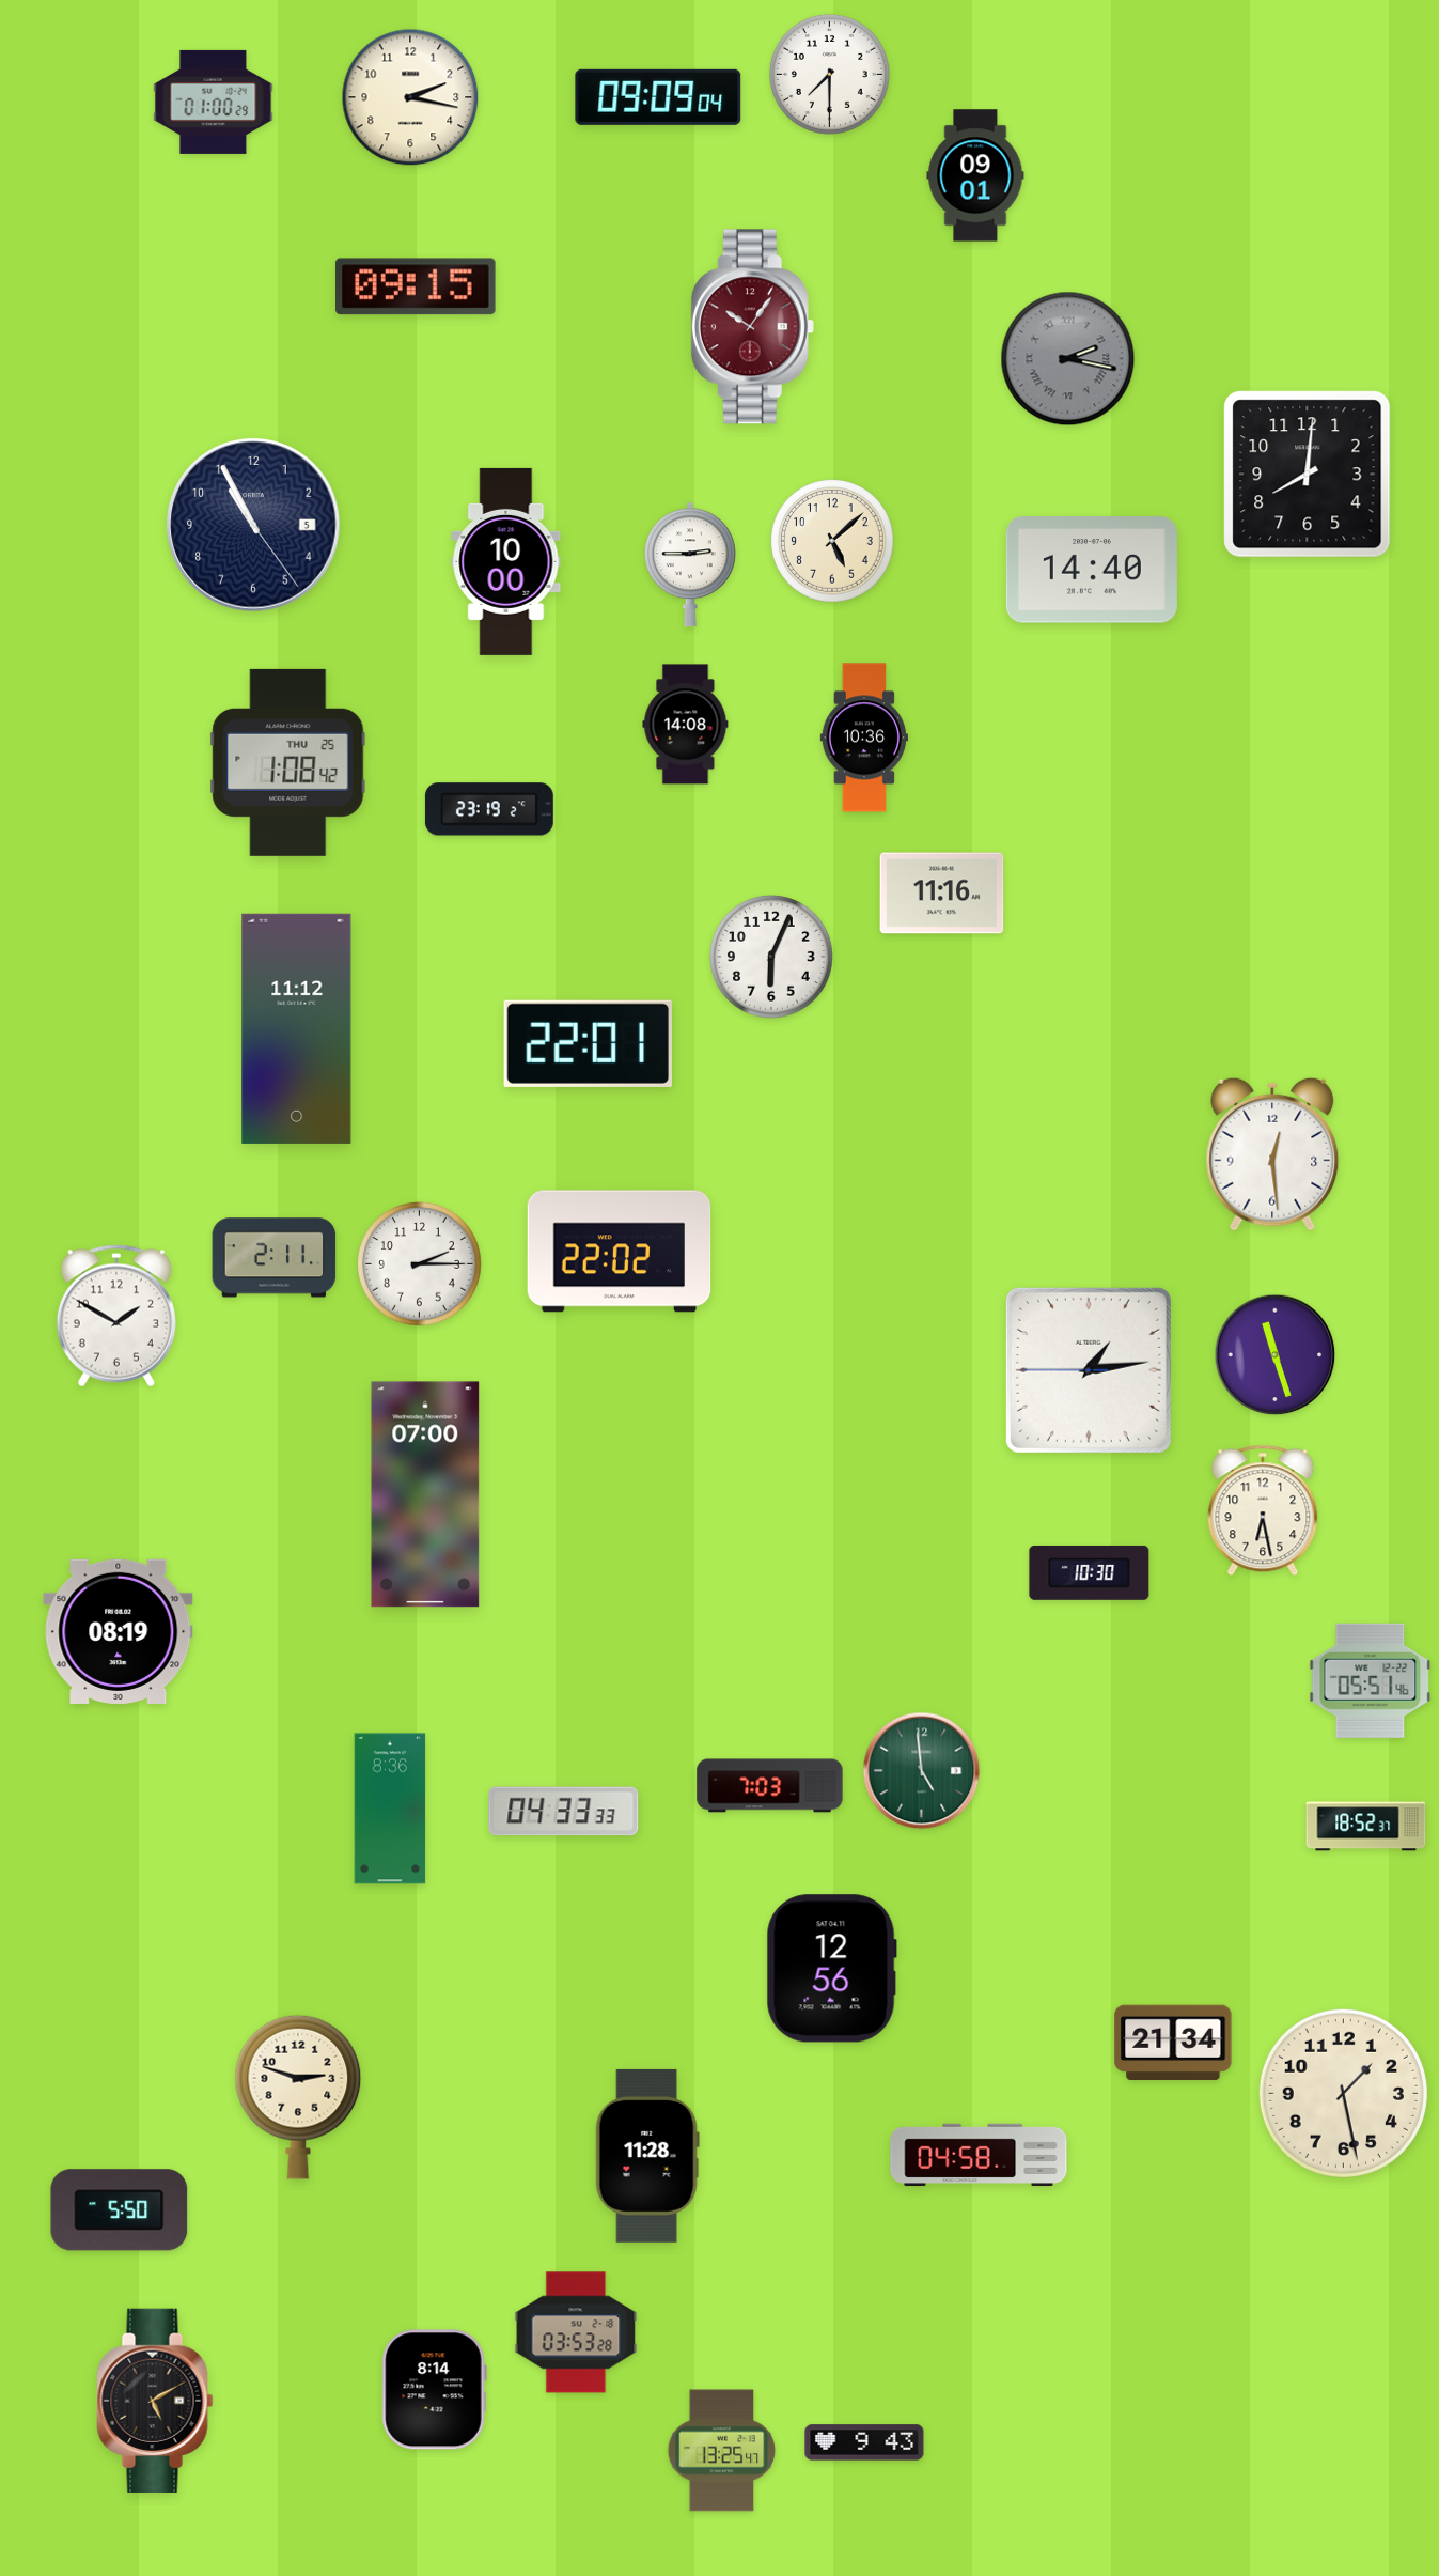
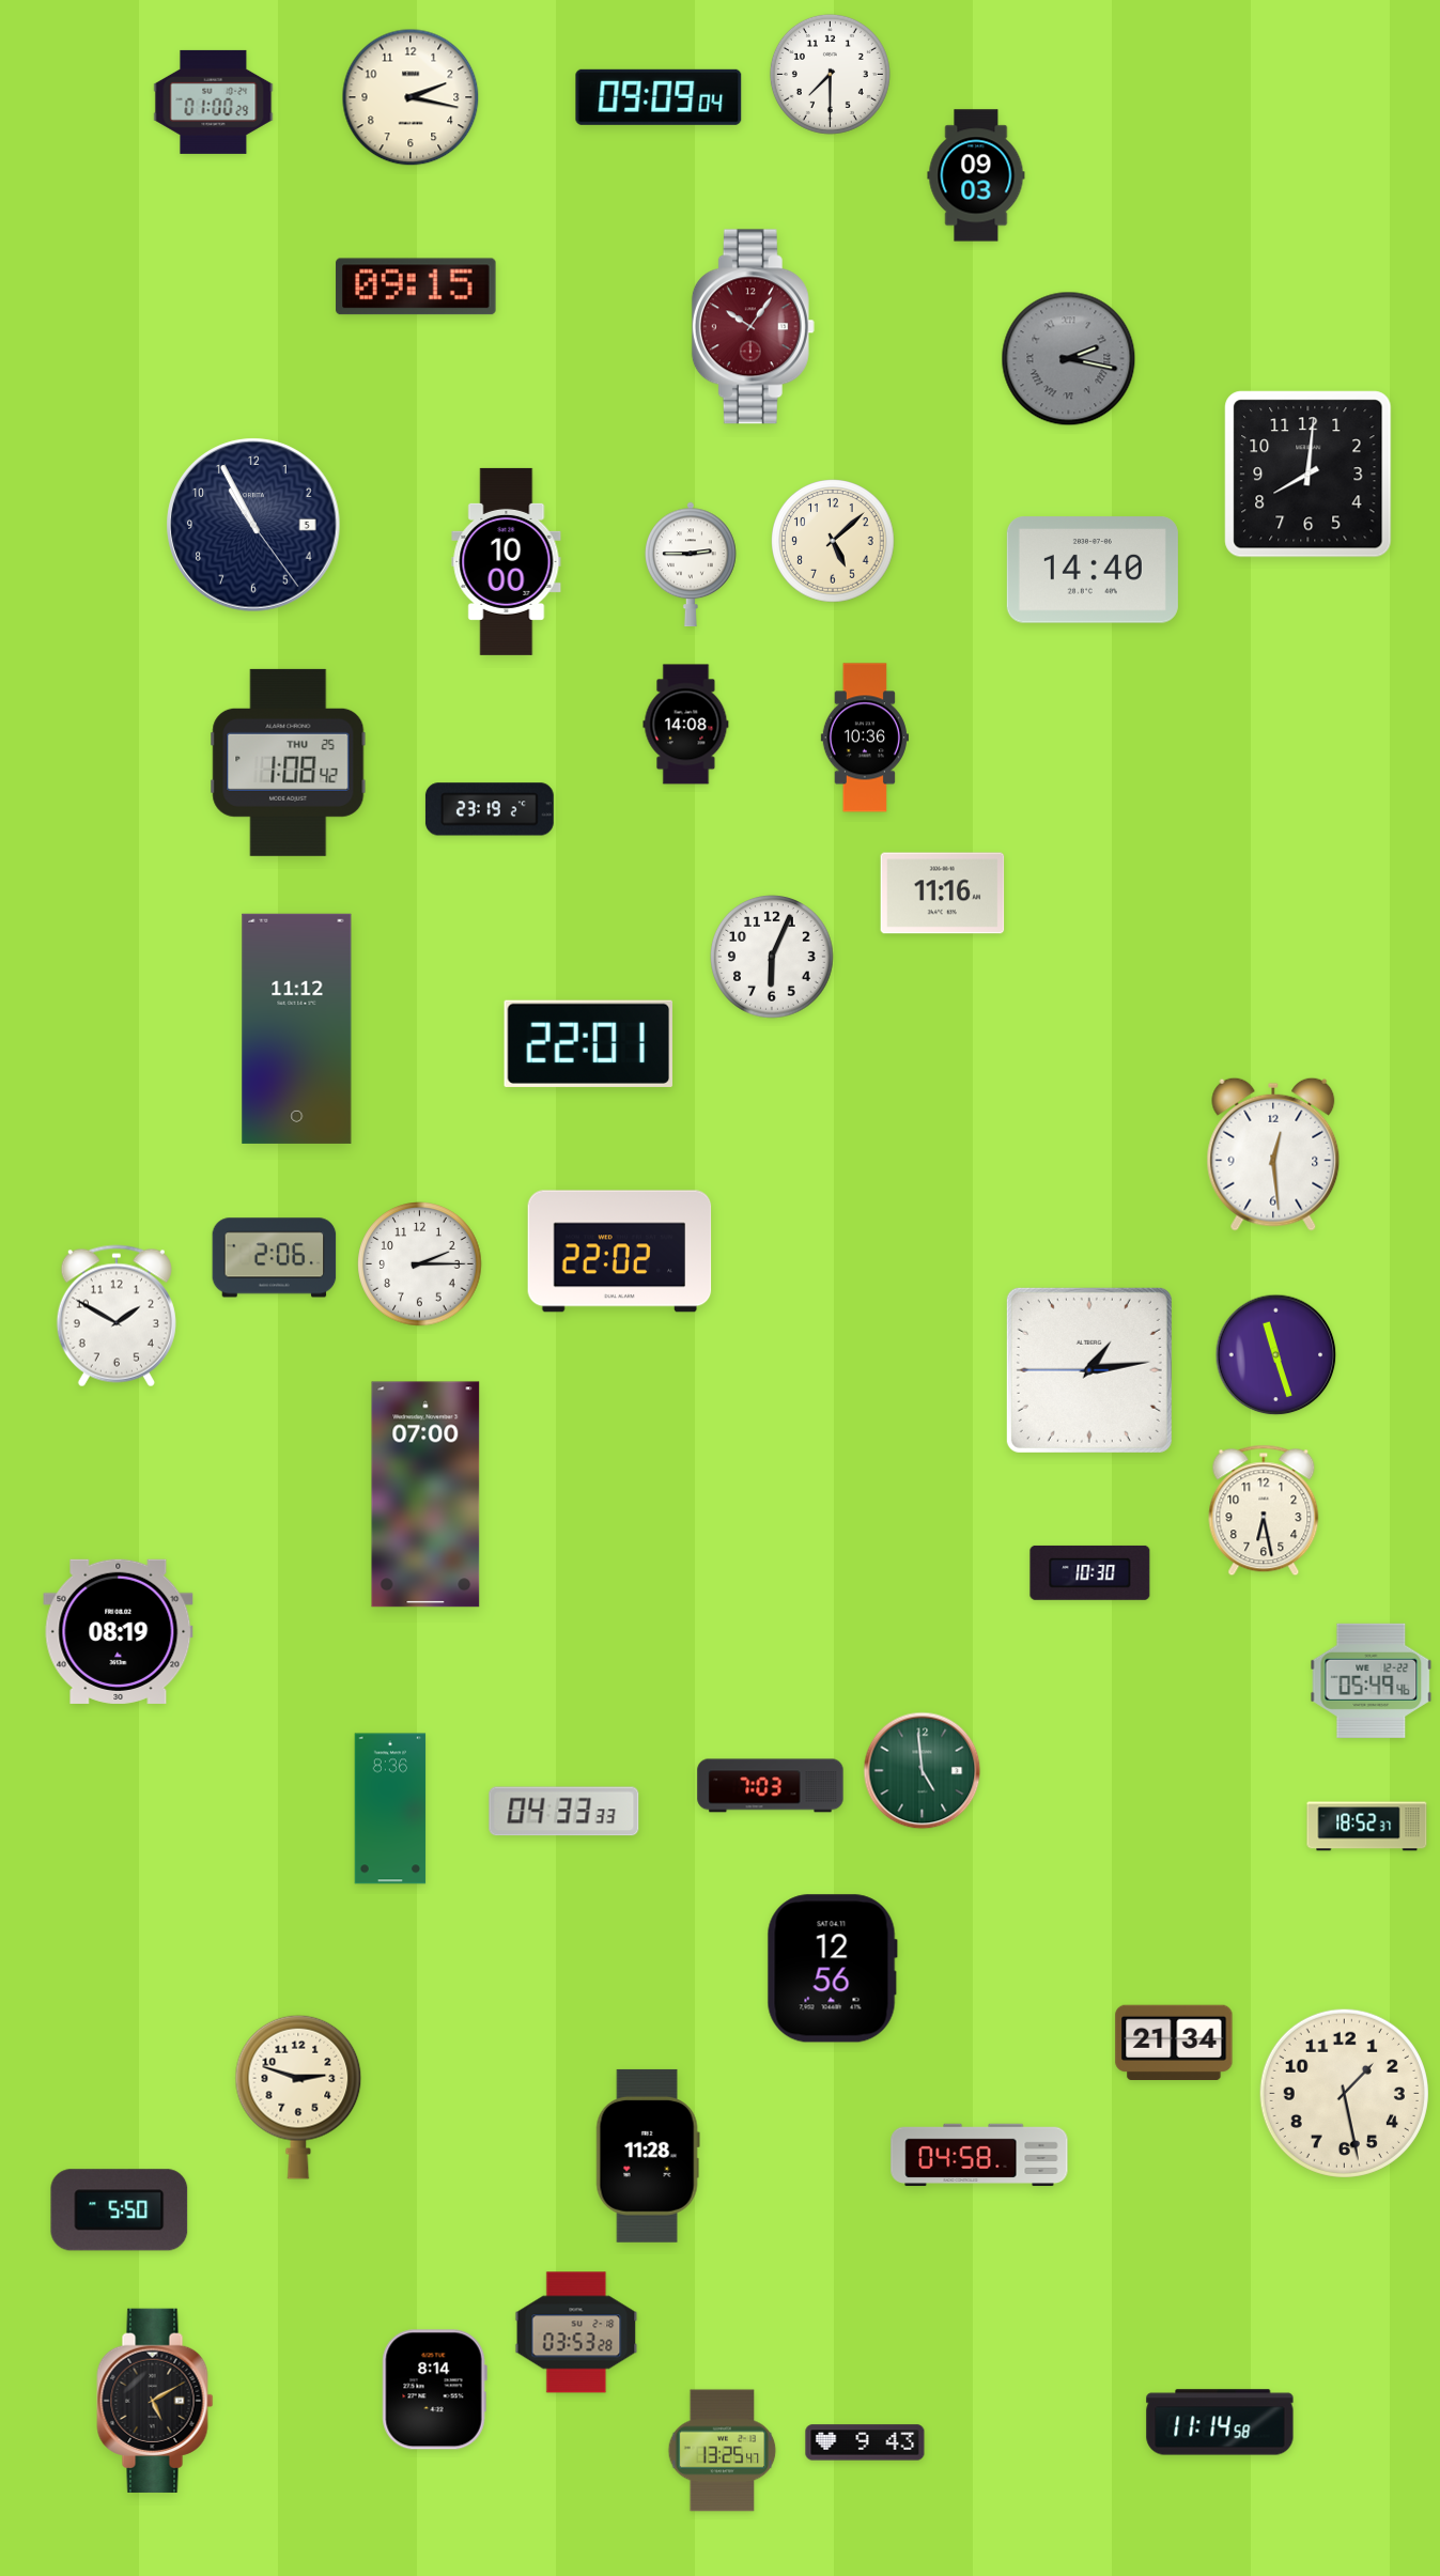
clock at (975, 175): 09:01 -> 09:03
clock at (275, 1258): 2:11 -> 2:06
clock at (1371, 1680): 05:51 -> 05:49
clock at (1220, 2422): none -> 11:14
